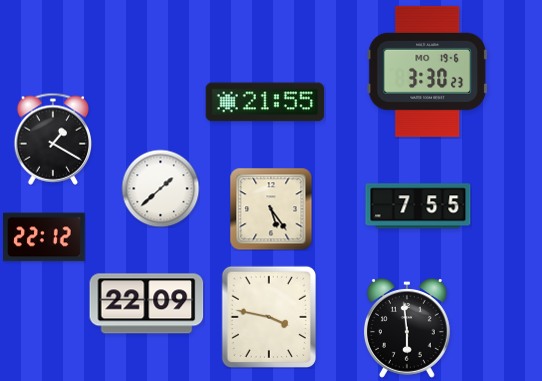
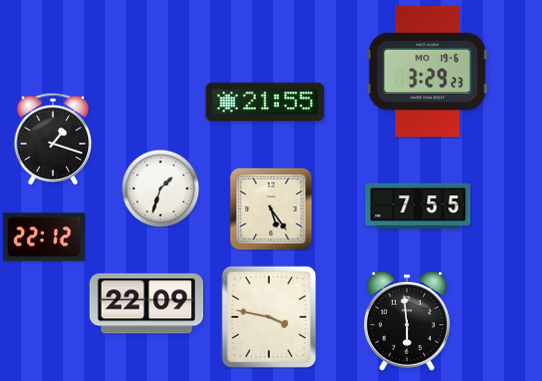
clock at (427, 71): 3:30 -> 3:29
clock at (53, 139): 1:20 -> 1:18
clock at (160, 188): 1:38 -> 1:33
clock at (407, 328) position: (407, 328) -> (407, 321)
